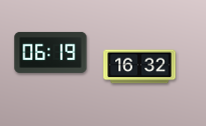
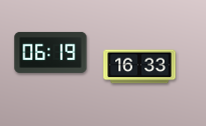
clock at (140, 67): 16:32 -> 16:33
